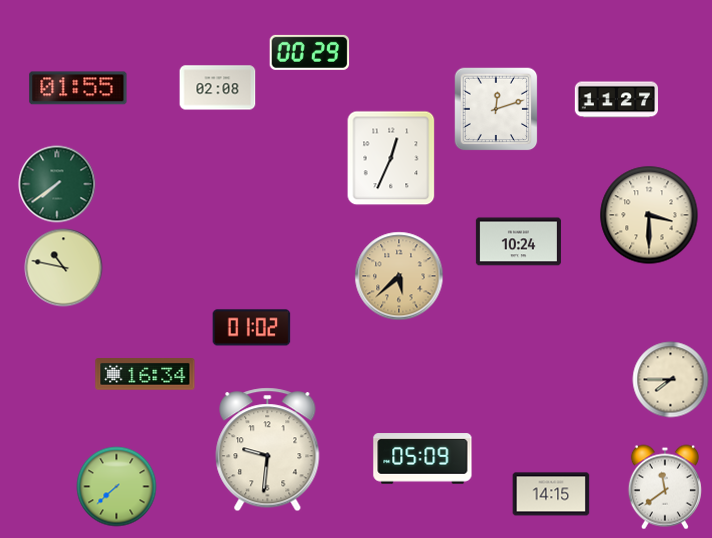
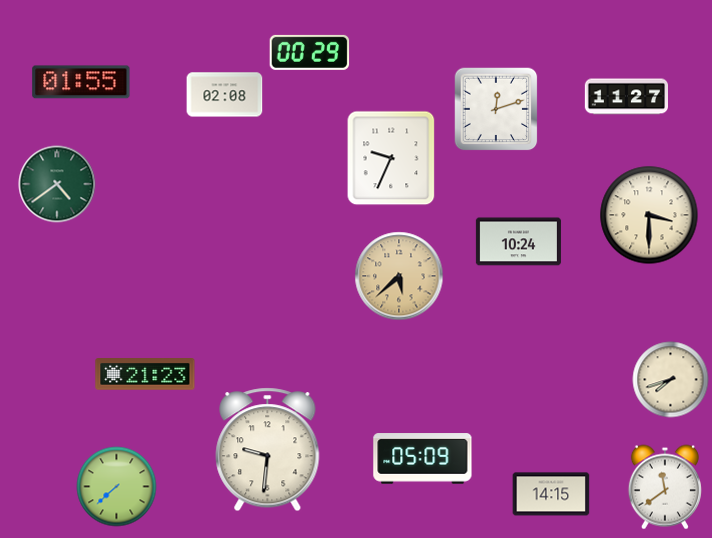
clock at (78, 88) position: (78, 88) -> (81, 82)
clock at (218, 88) position: (218, 88) -> (225, 95)
clock at (616, 100) position: (616, 100) -> (626, 97)
clock at (391, 158): 12:34 -> 9:34
clock at (57, 184): 7:39 -> 4:39
clock at (64, 268): 10:47 -> none
clock at (252, 328): 01:02 -> none
clock at (145, 374): 16:34 -> 21:23
clock at (671, 380): 7:45 -> 7:42
